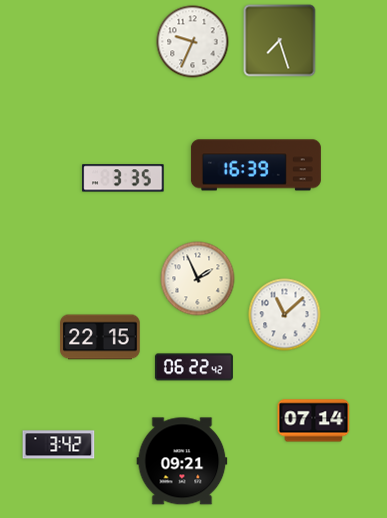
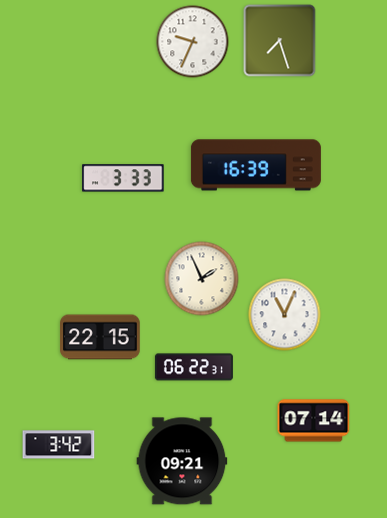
clock at (123, 178): 3:35 -> 3:33
clock at (198, 279) position: (198, 279) -> (202, 279)
clock at (285, 315): 11:08 -> 11:04
clock at (194, 367): 06:22:42 -> 06:22:31
